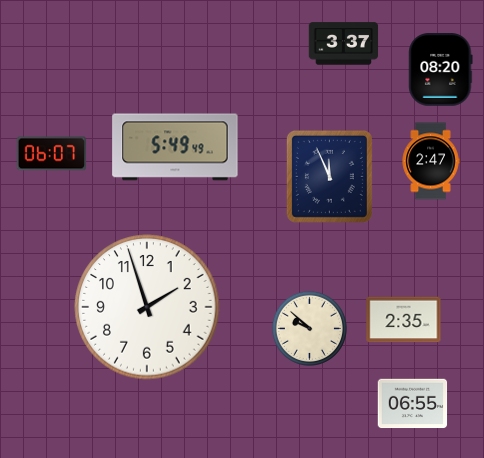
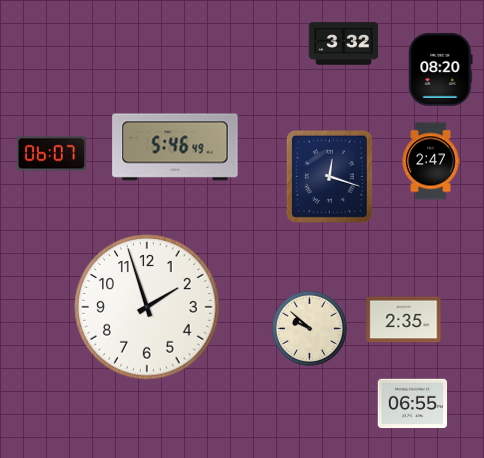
clock at (344, 44): 3:37 -> 3:32
clock at (175, 147): 5:49 -> 5:46
clock at (329, 176): 11:56 -> 12:18
